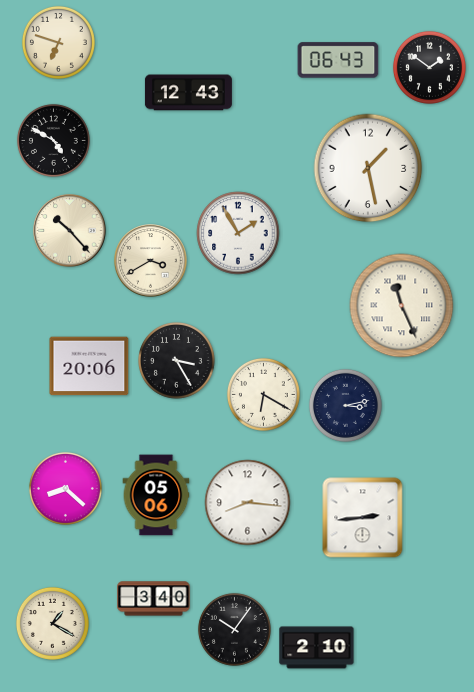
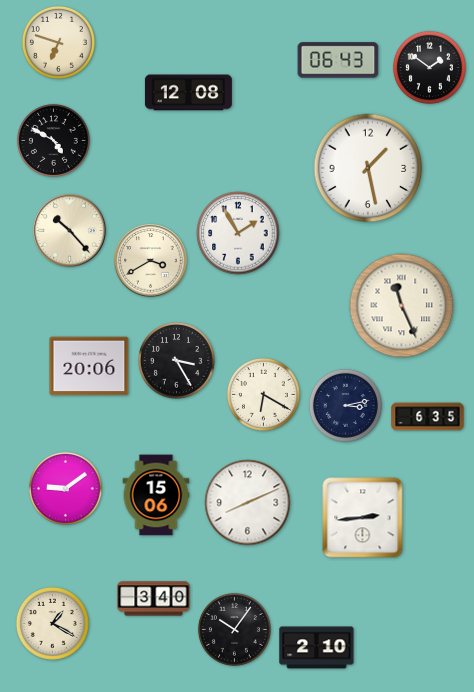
clock at (188, 93): 12:43 -> 12:08
clock at (428, 417): none -> 6:35
clock at (65, 488): 8:22 -> 9:09
clock at (156, 495): 05:06 -> 15:06
clock at (248, 503): 8:16 -> 8:11
